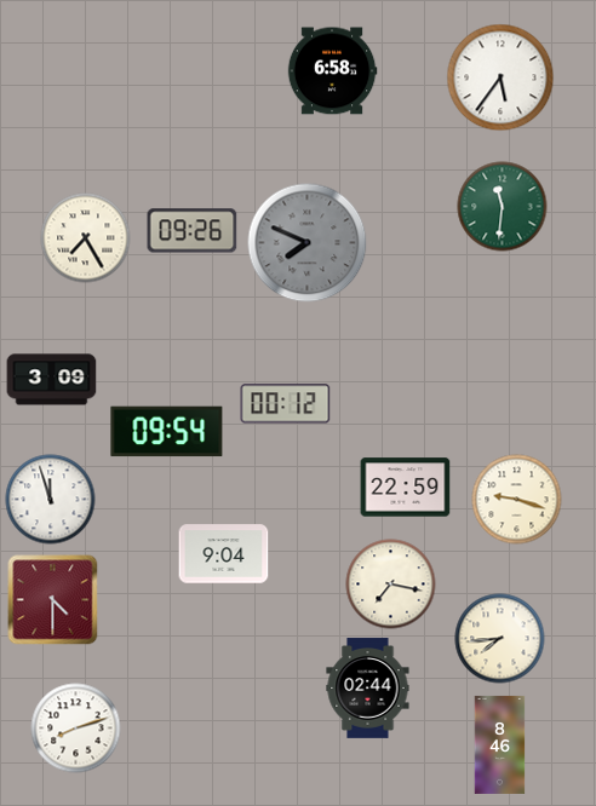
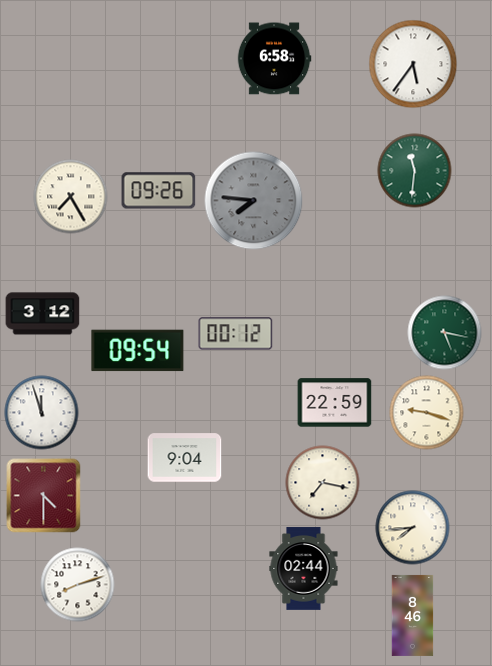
clock at (308, 243): 7:49 -> 7:46
clock at (52, 380): 3:09 -> 3:12
clock at (445, 333): none -> 5:17
clock at (167, 432) position: (167, 432) -> (138, 351)
clock at (76, 729) position: (76, 729) -> (78, 585)
